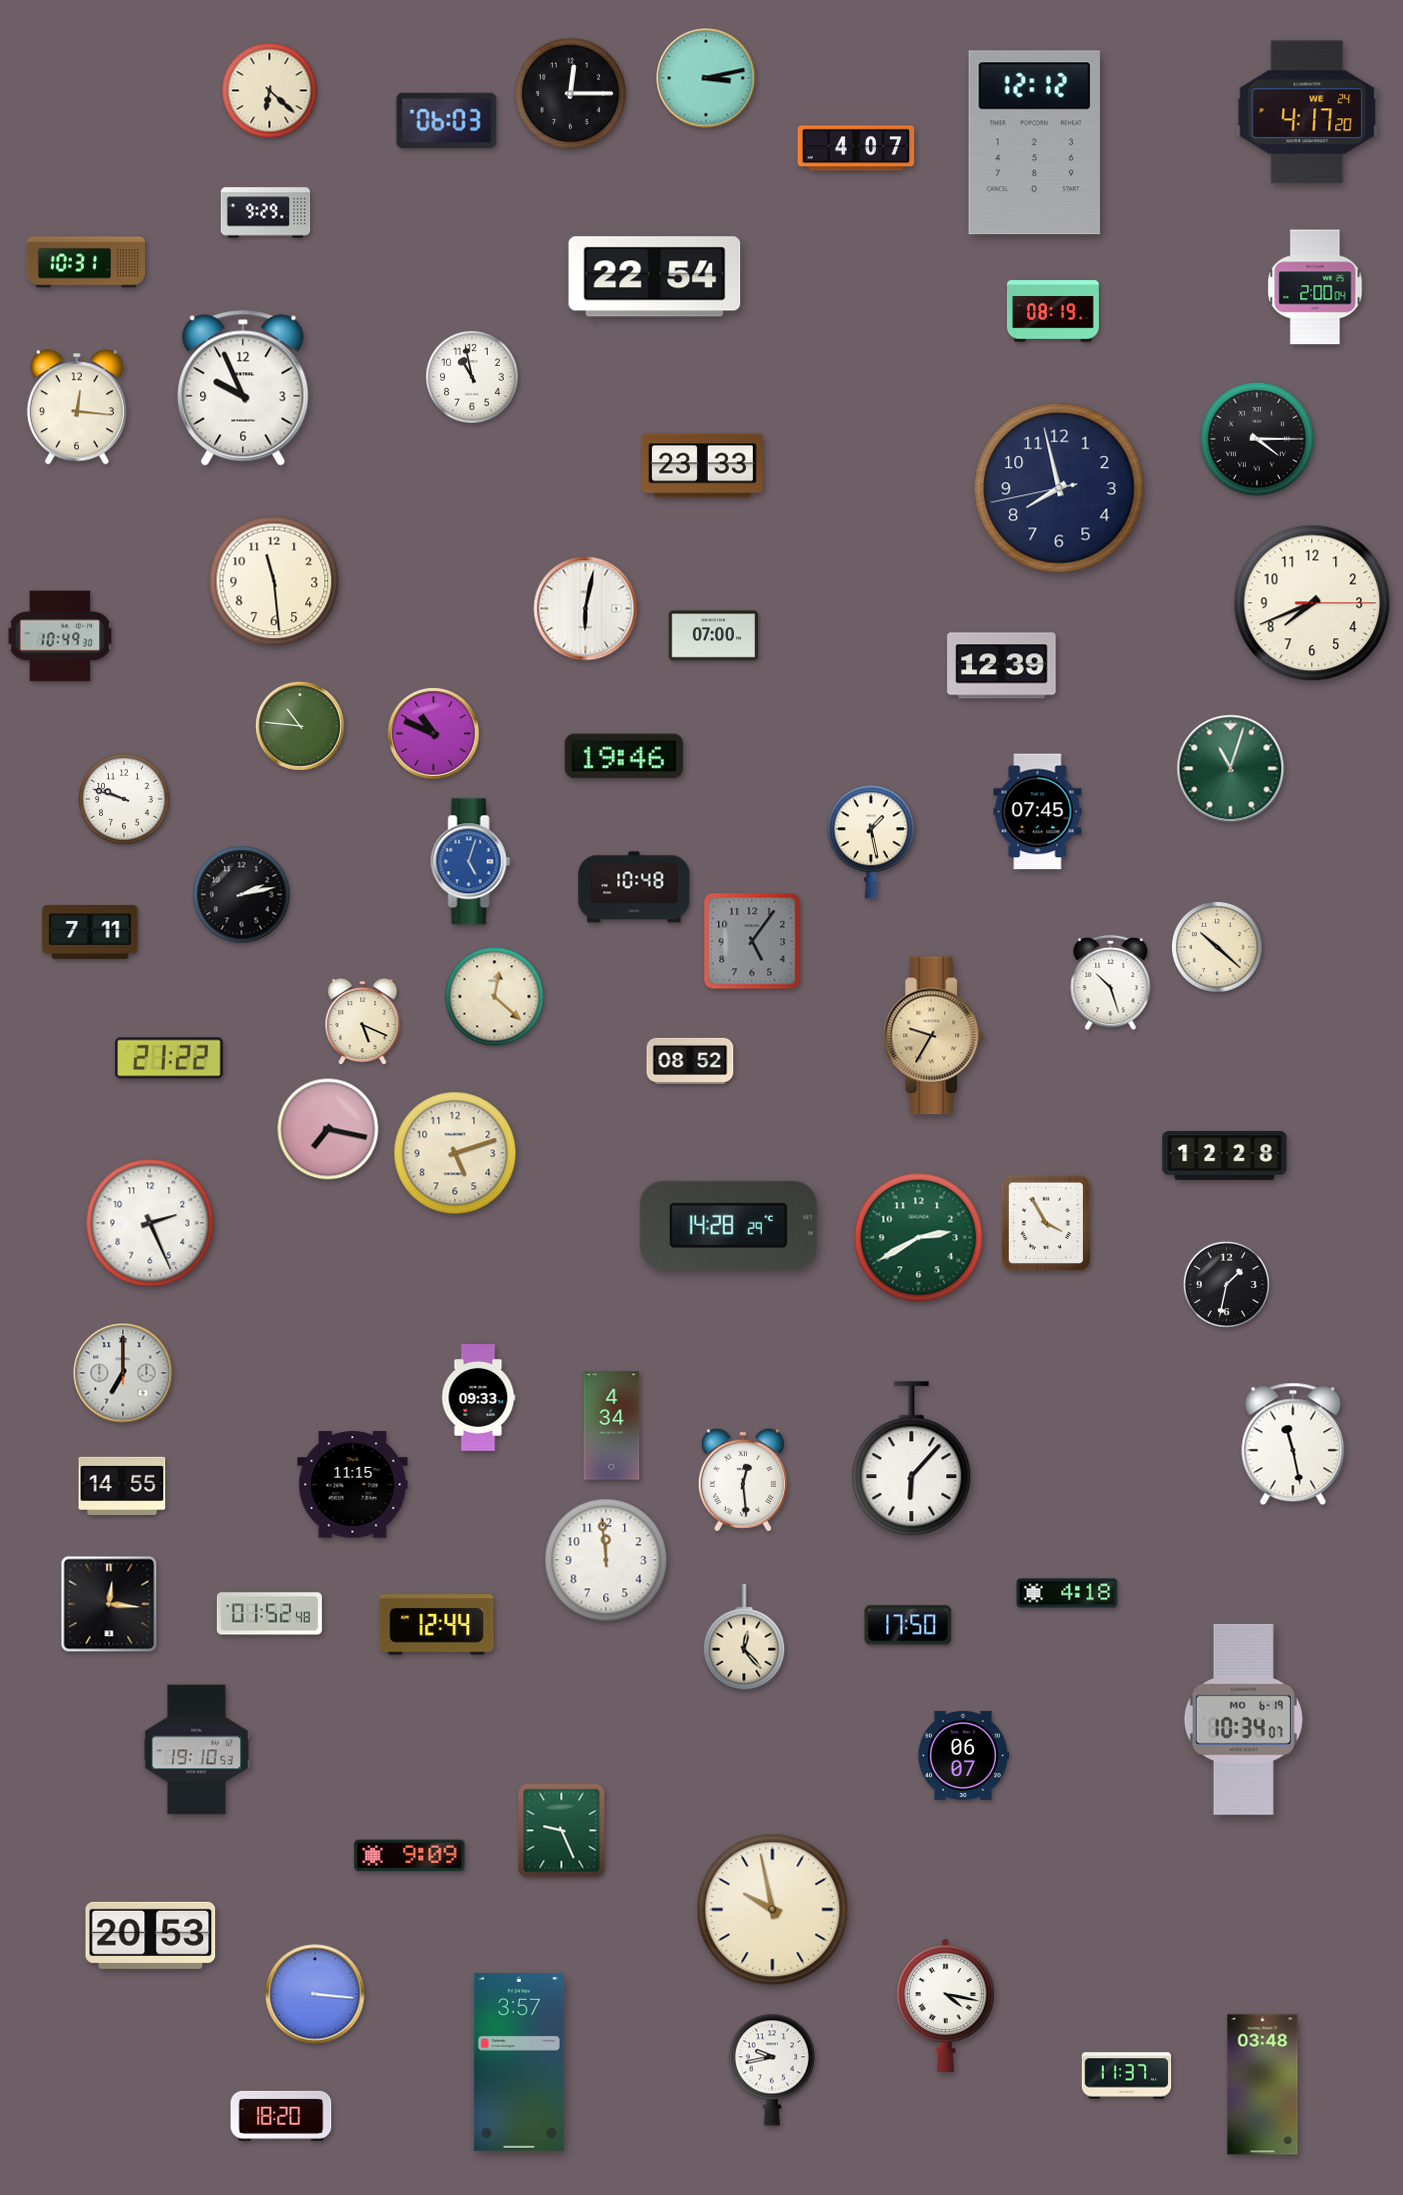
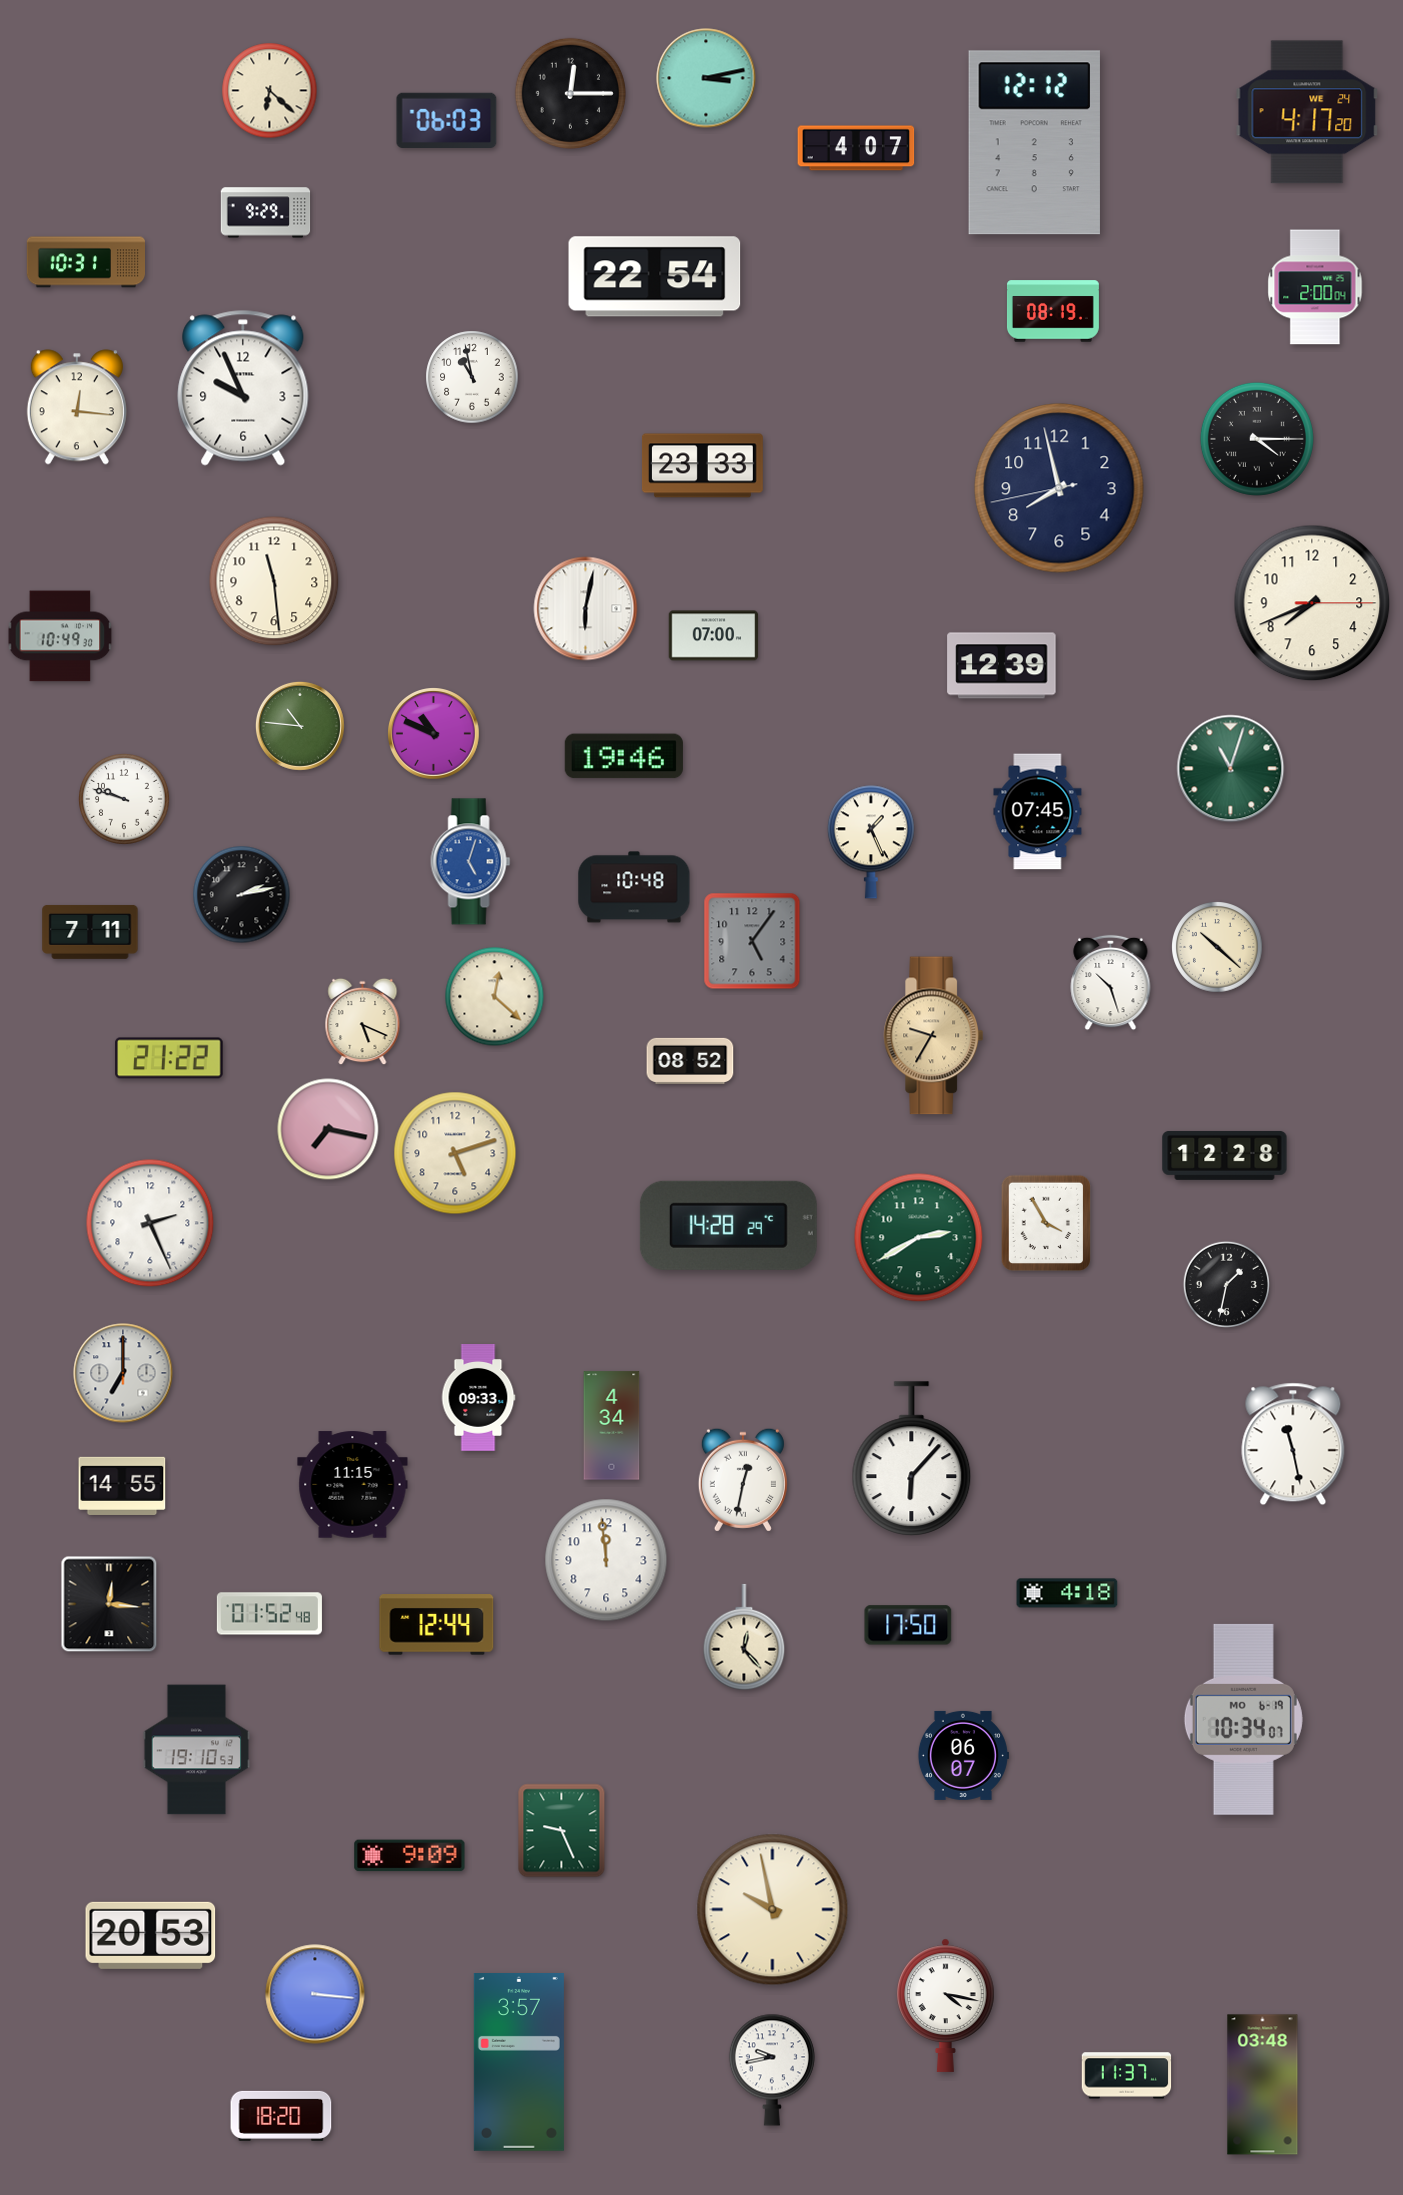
clock at (871, 842): 1:28 -> 1:26
clock at (743, 1480): 12:29 -> 12:32
